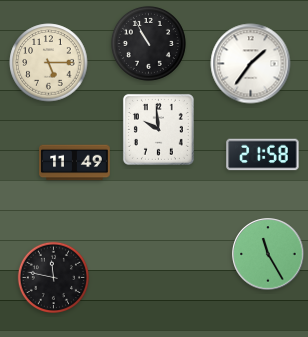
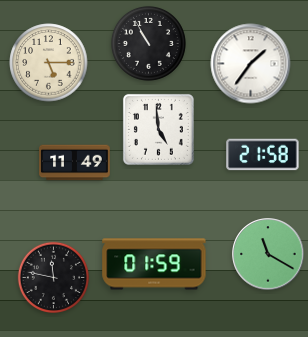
clock at (158, 129): 9:59 -> 4:59
clock at (268, 254): 11:25 -> 11:20
clock at (154, 264): none -> 01:59
